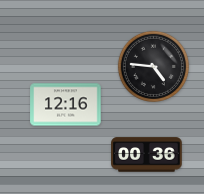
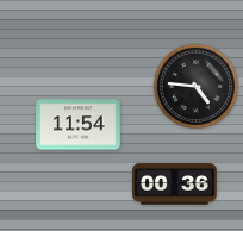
clock at (153, 66) position: (153, 66) -> (195, 86)
clock at (66, 105): 12:16 -> 11:54
